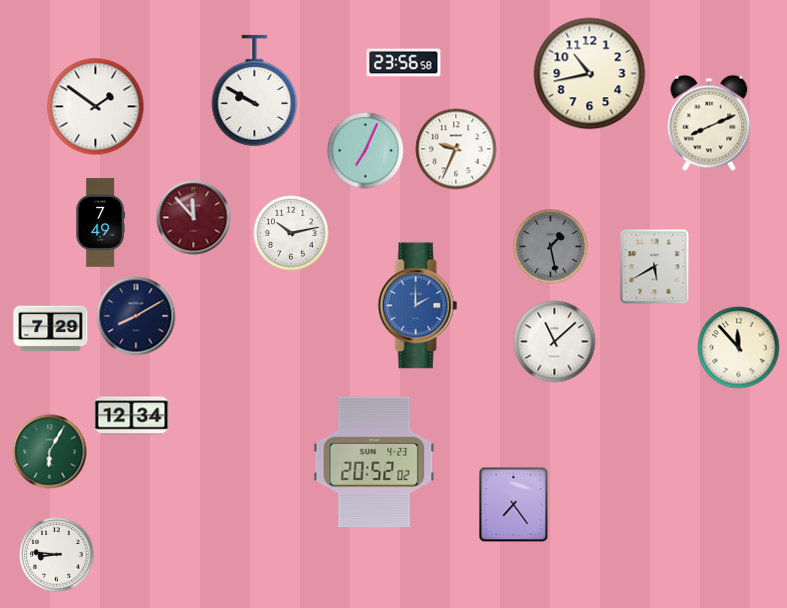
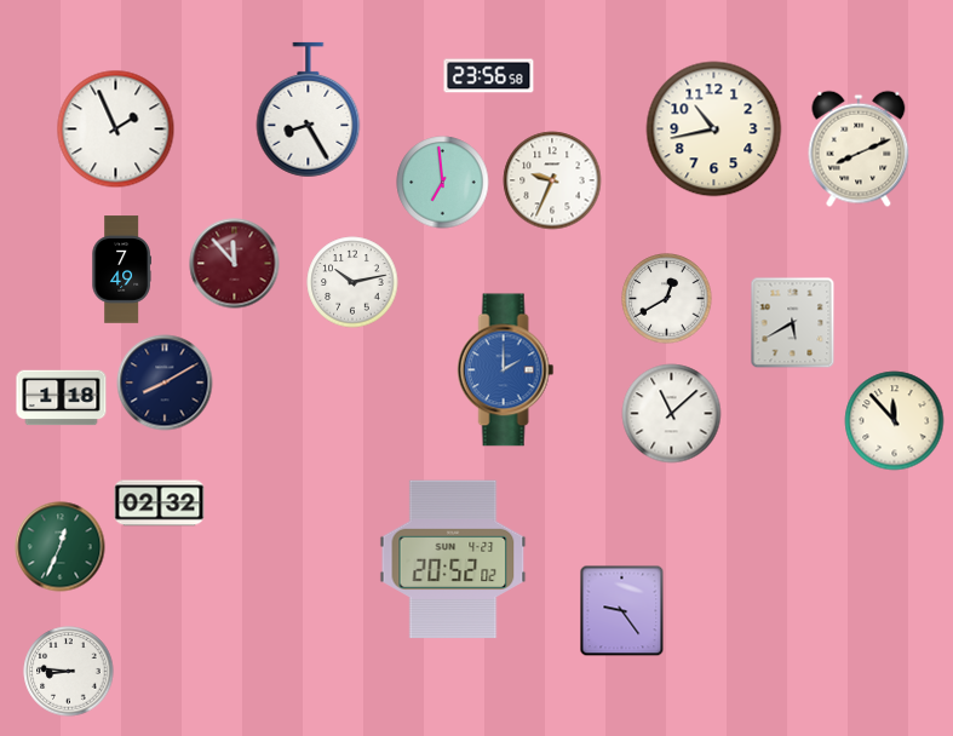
clock at (590, 74) position: (590, 74) -> (714, 130)
clock at (255, 91): 9:50 -> 8:25
clock at (96, 107): 1:51 -> 1:56
clock at (366, 151): 7:04 -> 6:59
clock at (551, 247): 1:28 -> 12:40
clock at (551, 247) dial: grey -> white
clock at (51, 329): 7:29 -> 1:18
clock at (132, 416): 12:34 -> 02:32
clock at (50, 452): 6:05 -> 12:34
clock at (514, 505): 7:24 -> 9:24
